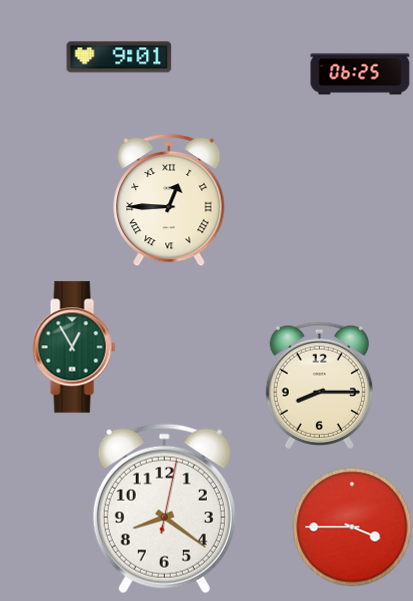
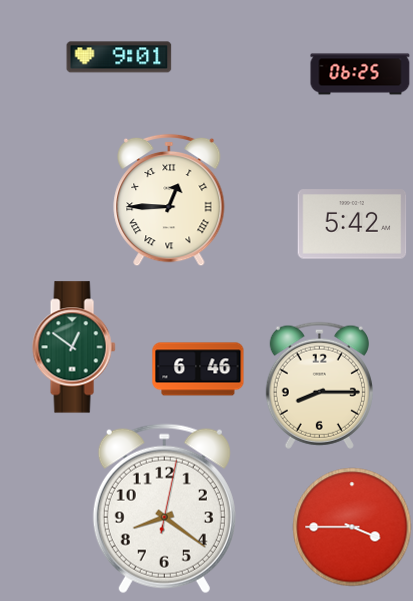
clock at (352, 224): none -> 5:42
clock at (74, 347): 12:55 -> 12:51
clock at (198, 369): none -> 6:46
